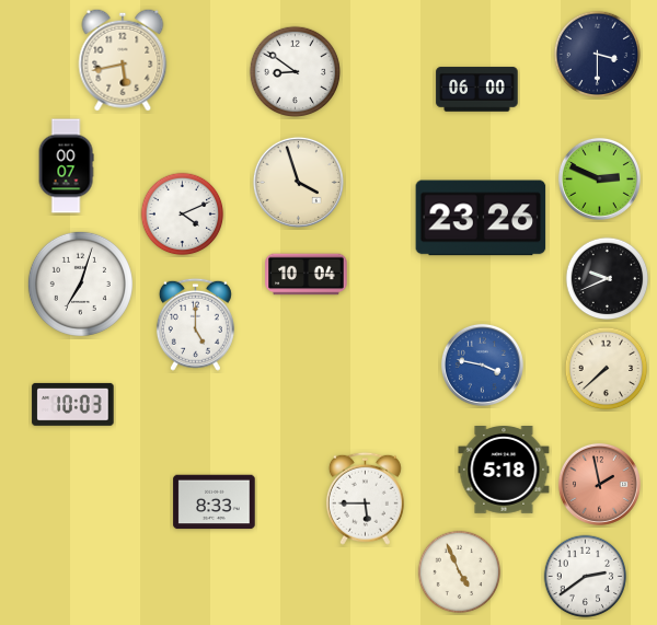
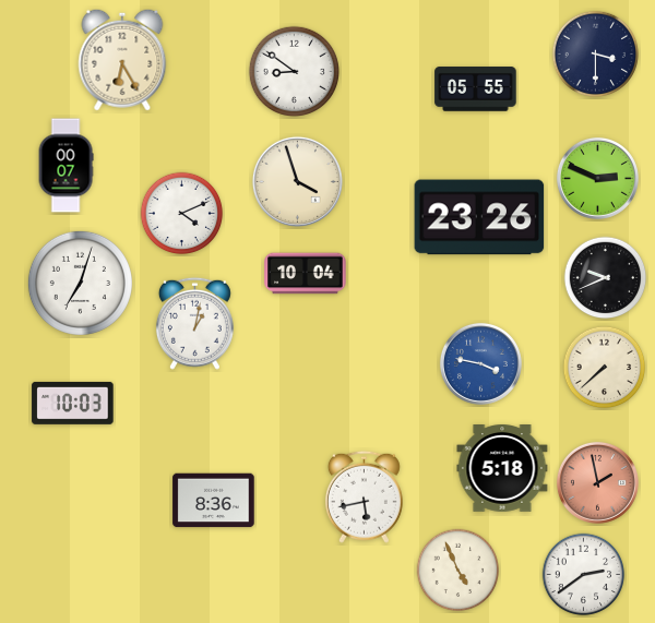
clock at (123, 60): 5:43 -> 6:25
clock at (477, 90): 06:00 -> 05:55
clock at (195, 324): 5:00 -> 1:02
clock at (365, 498): 5:45 -> 5:43
clock at (215, 502): 8:33 -> 8:36
